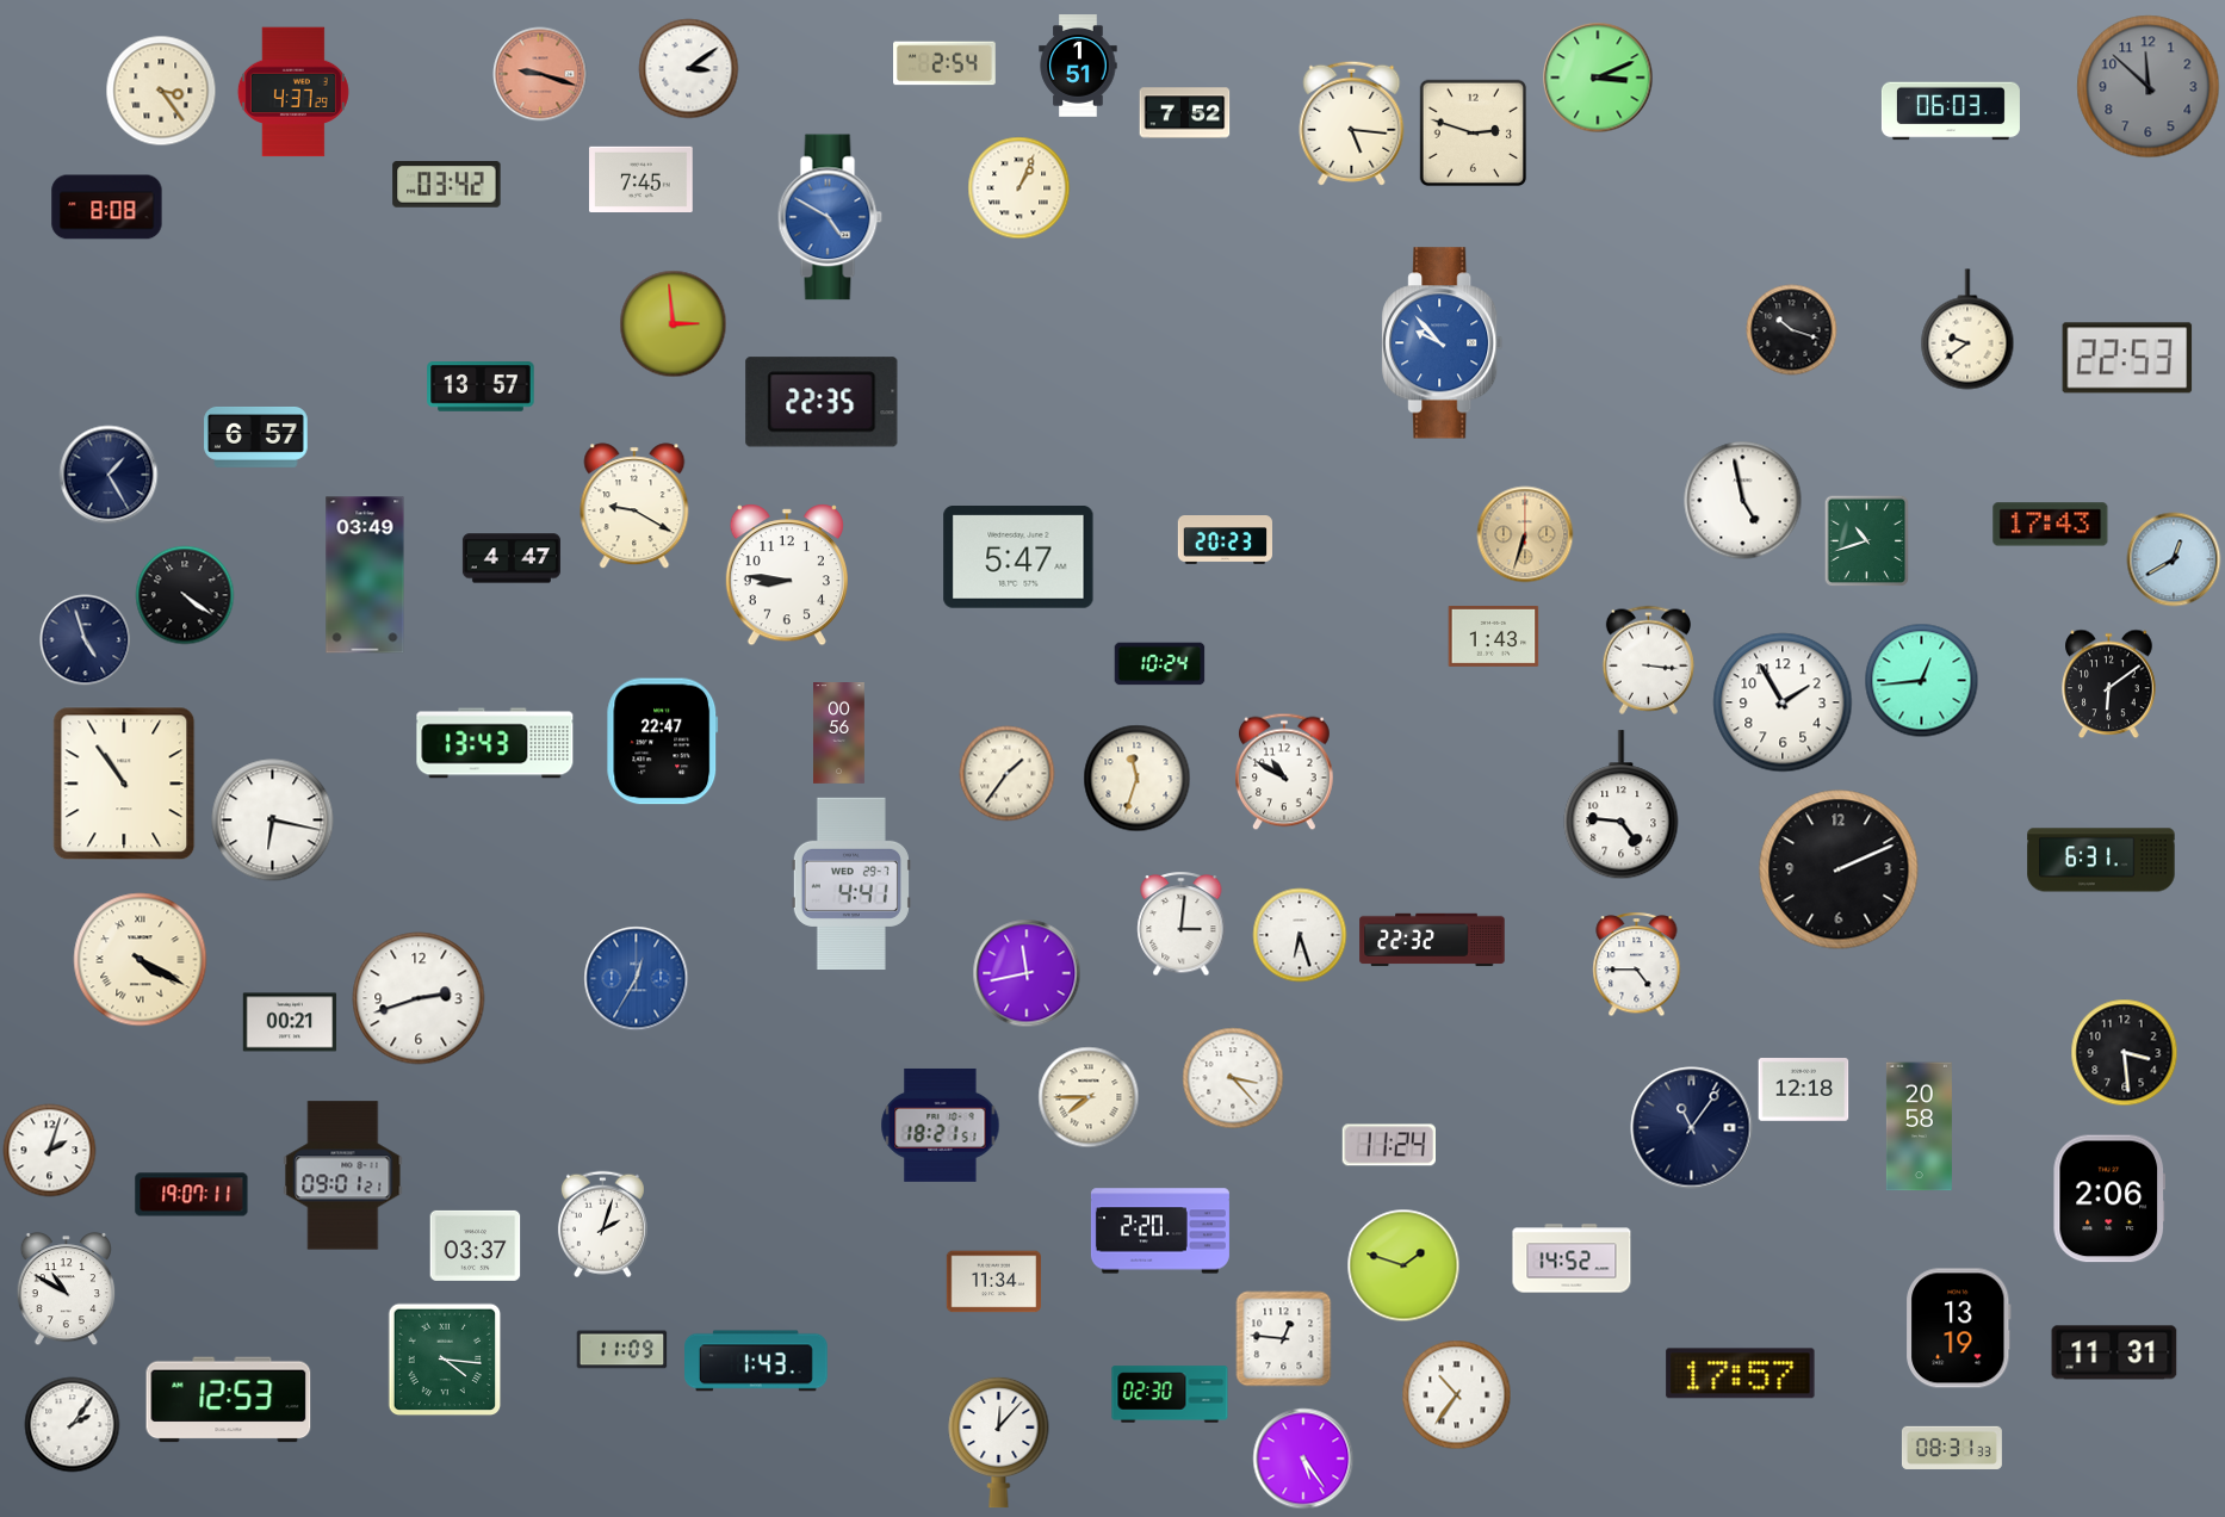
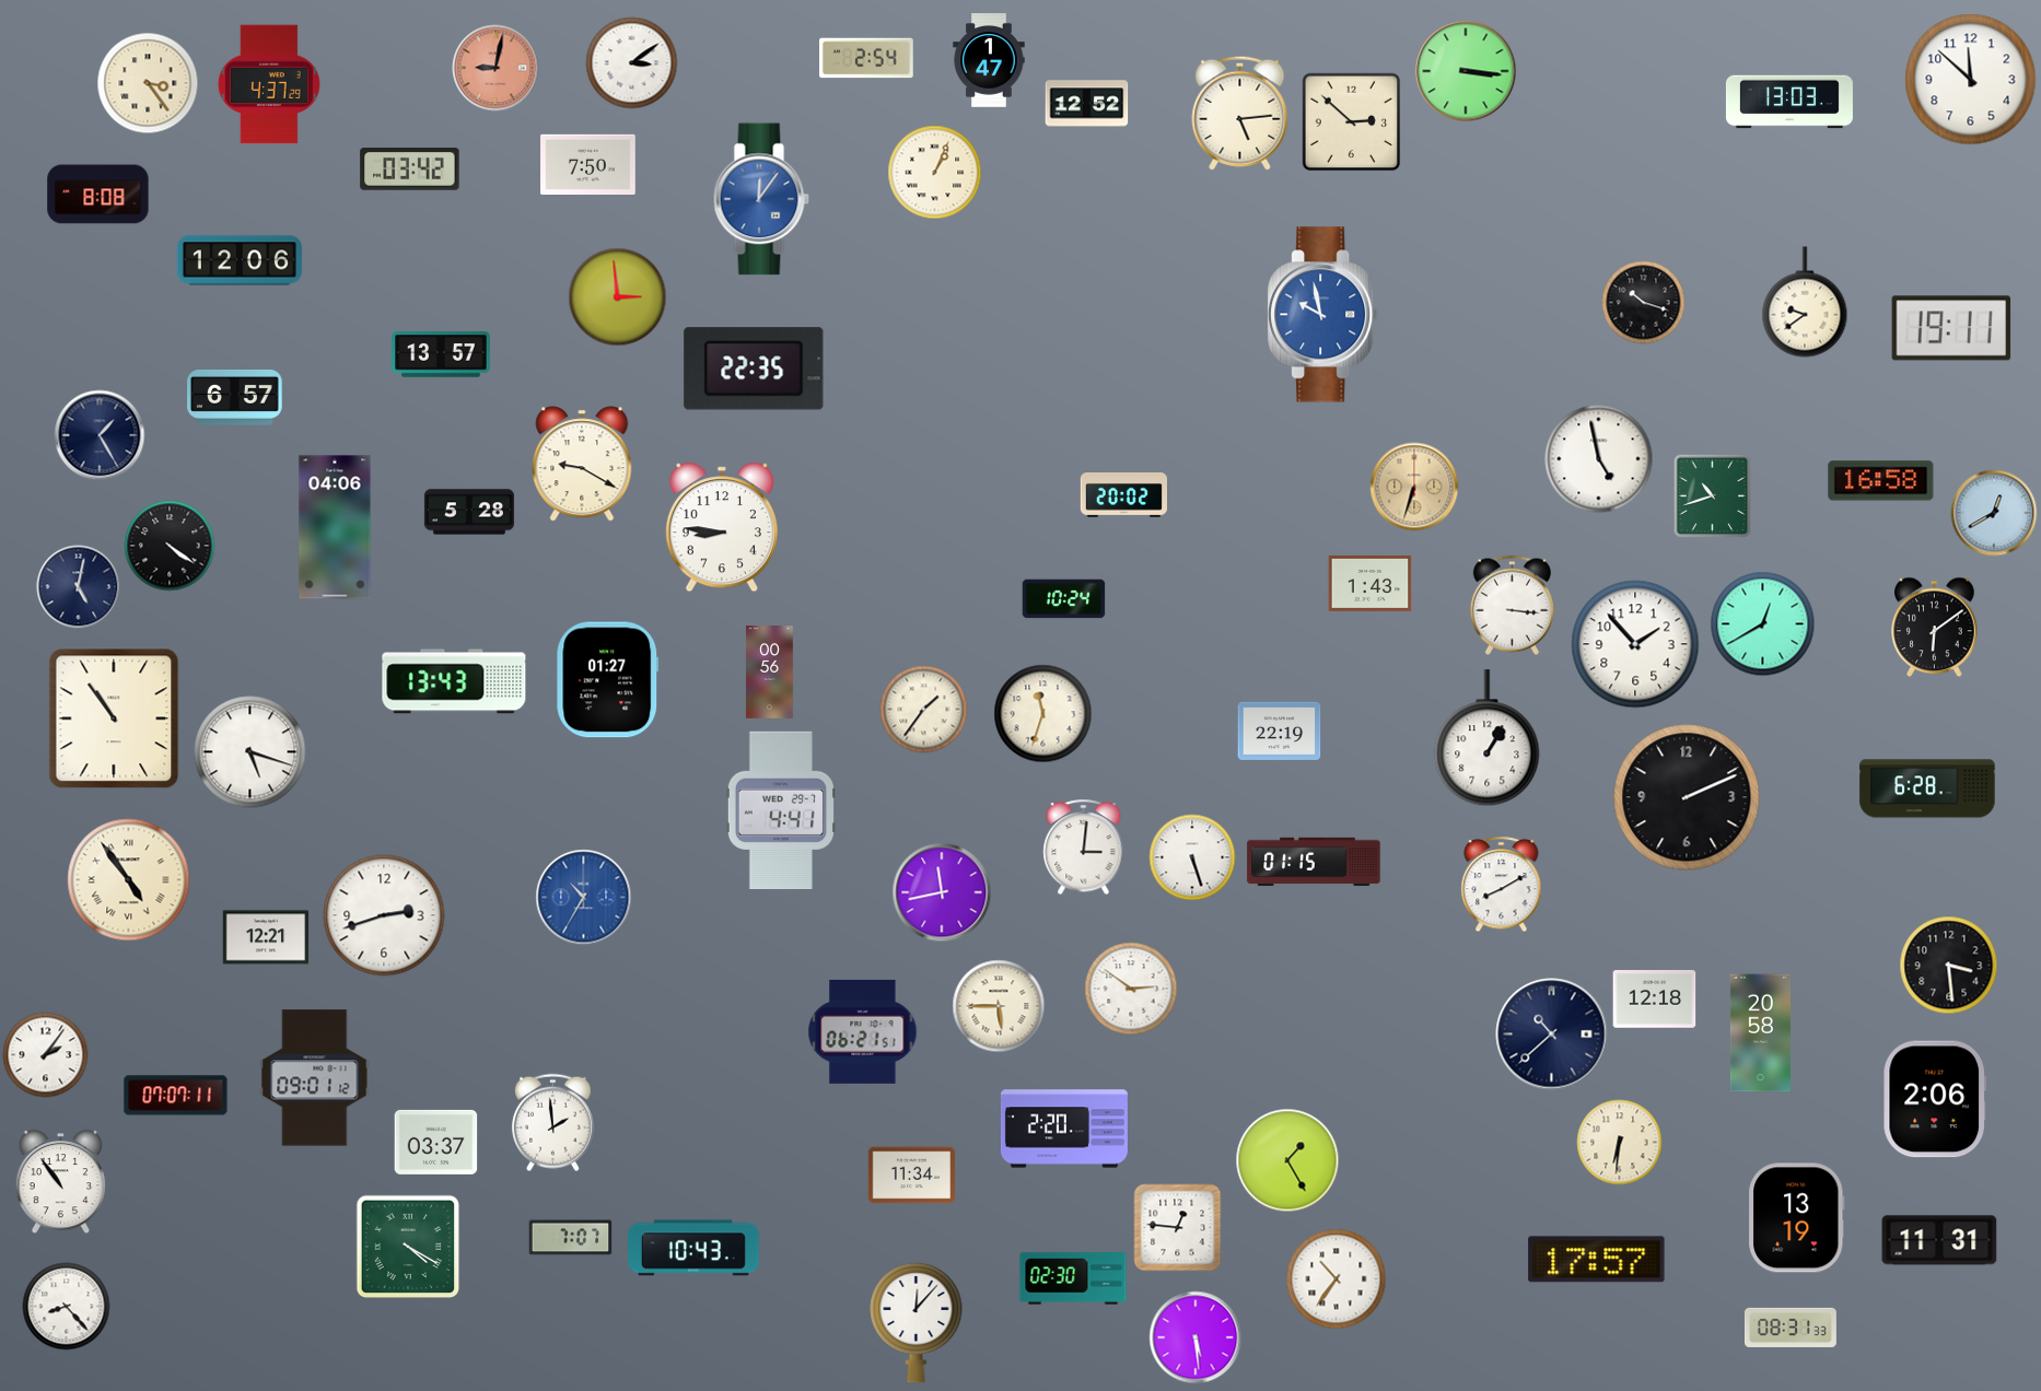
clock at (1078, 66): 1:51 -> 1:47
clock at (540, 74): 9:18 -> 9:02
clock at (1598, 78): 3:11 -> 3:16
clock at (2149, 87) dial: grey -> white
clock at (1951, 111): 06:03 -> 13:03
clock at (1185, 113): 7:52 -> 12:52
clock at (1352, 123): 5:16 -> 5:14
clock at (1474, 134): 2:48 -> 2:52
clock at (642, 179): 7:45 -> 7:50
clock at (107, 208) position: (107, 208) -> (98, 195)
clock at (830, 217): 4:50 -> 12:06
clock at (240, 260): none -> 12:06
clock at (1443, 343): 9:53 -> 9:58
clock at (2127, 358): 22:53 -> 19:11
clock at (256, 436) position: (256, 436) -> (235, 397)
clock at (2051, 525): 17:43 -> 16:58
clock at (1525, 534) position: (1525, 534) -> (1414, 487)
clock at (1226, 540): 20:23 -> 20:02
clock at (512, 558): 4:47 -> 5:28
clock at (1018, 558): 5:47 -> none
clock at (365, 575): 03:49 -> 04:06
clock at (86, 640): 4:57 -> 5:02
clock at (1160, 664) position: (1160, 664) -> (1064, 599)
clock at (1922, 681): 12:44 -> 12:40
clock at (1783, 702): 1:55 -> 1:53
clock at (663, 742): 22:47 -> 01:27
clock at (1285, 772): 10:50 -> none
clock at (1280, 730): none -> 22:19
clock at (1622, 805): 4:46 -> 1:05
clock at (273, 821): 6:17 -> 5:18
clock at (2101, 860): 6:31 -> 6:28
clock at (1300, 935): 6:27 -> 5:27
clock at (1432, 940): 22:32 -> 01:15
clock at (141, 960): 4:20 -> 4:54
clock at (1637, 965): 4:45 -> 8:10
clock at (637, 979): 12:35 -> 10:35
clock at (290, 1022): 00:21 -> 12:21
clock at (1233, 1078): 3:23 -> 2:51
clock at (1089, 1097): 7:45 -> 5:45
clock at (941, 1125): 18:21 -> 06:21
clock at (1692, 1128): 11:06 -> 10:38
clock at (1389, 1145): 11:24 -> none
clock at (50, 1151): 2:03 -> 2:06
clock at (343, 1176): 09:01:21 -> 09:01:12
clock at (192, 1195): 19:07 -> 07:07
clock at (602, 1225): 2:03 -> 1:59
clock at (1620, 1143): none -> 6:31
clock at (1572, 1258): 14:52 -> none
clock at (1403, 1265): 1:48 -> 1:25
clock at (67, 1289): 10:50 -> 10:54
clock at (622, 1350): 11:09 -> 7:07
clock at (445, 1360): 4:16 -> 4:20
clock at (757, 1361): 1:43 -> 10:43
clock at (229, 1400): 12:53 -> none
clock at (73, 1425): 2:06 -> 8:23
clock at (1303, 1459): 5:24 -> 5:29
